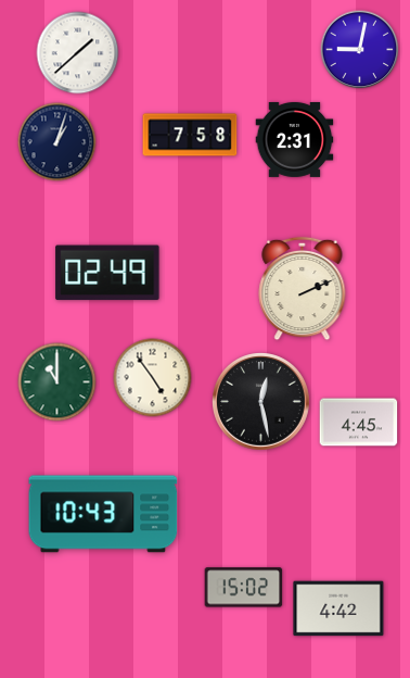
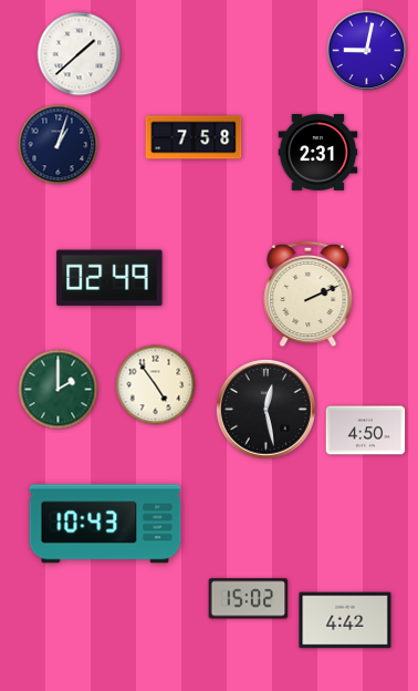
clock at (295, 139) position: (295, 139) -> (318, 152)
clock at (57, 382): 11:00 -> 2:00
clock at (359, 423): 4:45 -> 4:50
